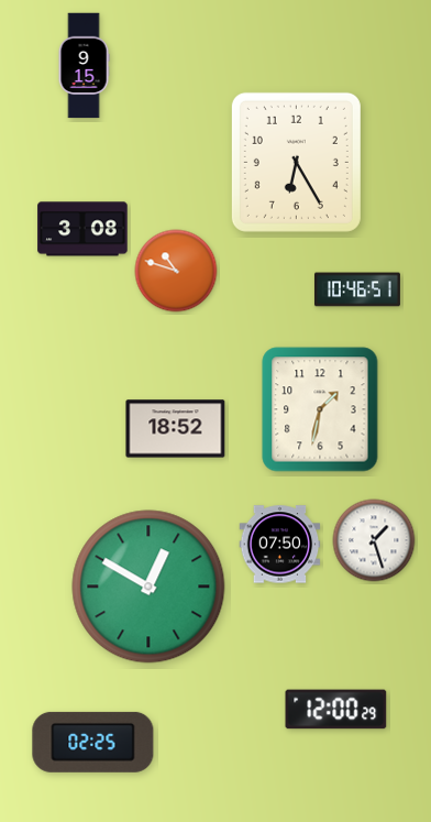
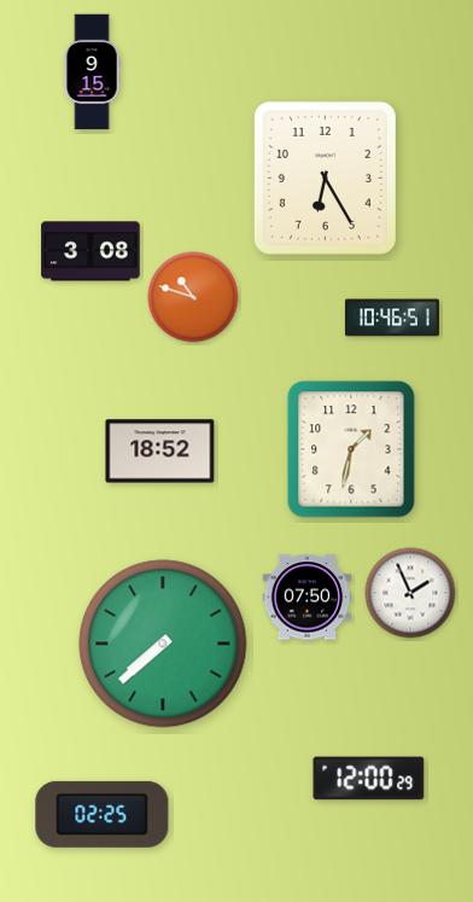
clock at (176, 429) position: (176, 429) -> (160, 452)
clock at (374, 540): 1:27 -> 1:56
clock at (148, 587): 12:50 -> 7:38
